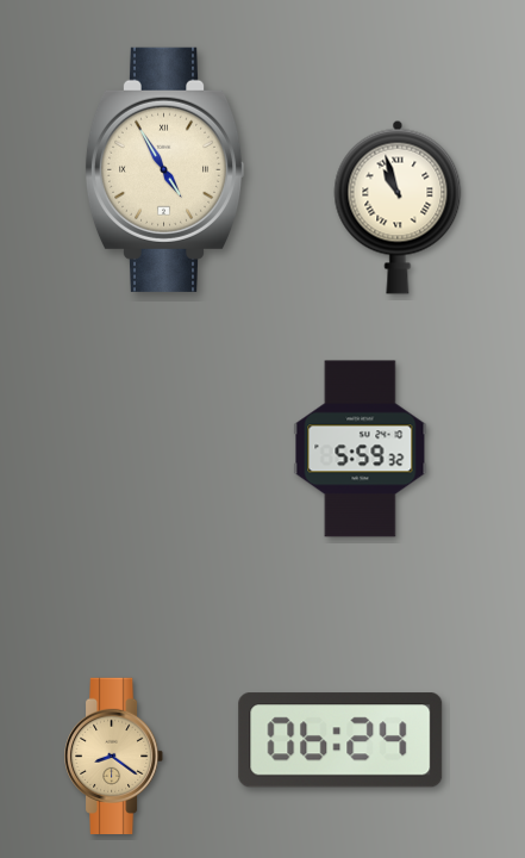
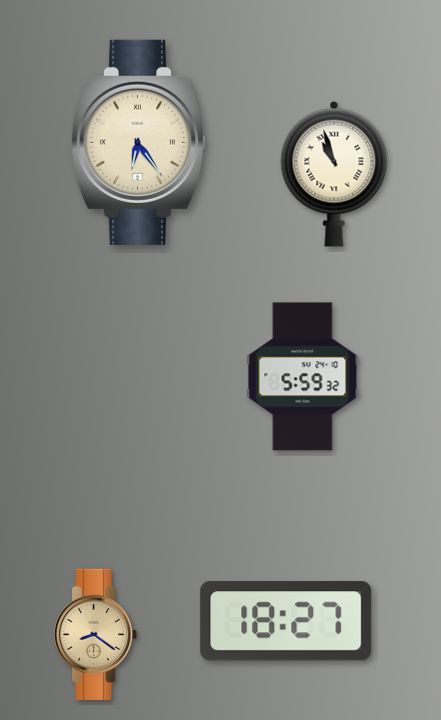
clock at (164, 169): 4:55 -> 6:24
clock at (340, 740): 06:24 -> 18:27
